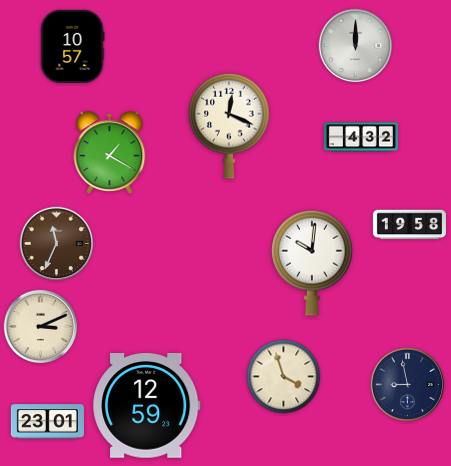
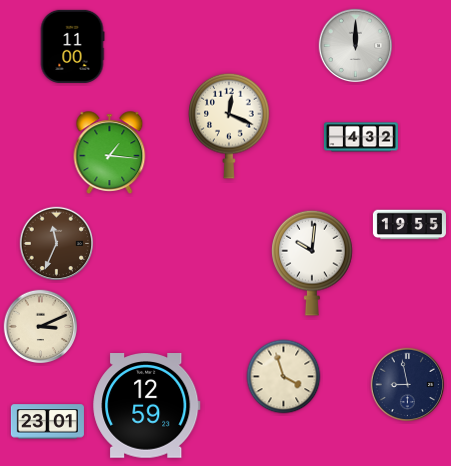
clock at (72, 46): 10:57 -> 11:00
clock at (110, 153): 1:20 -> 1:16
clock at (409, 225): 19:58 -> 19:55
